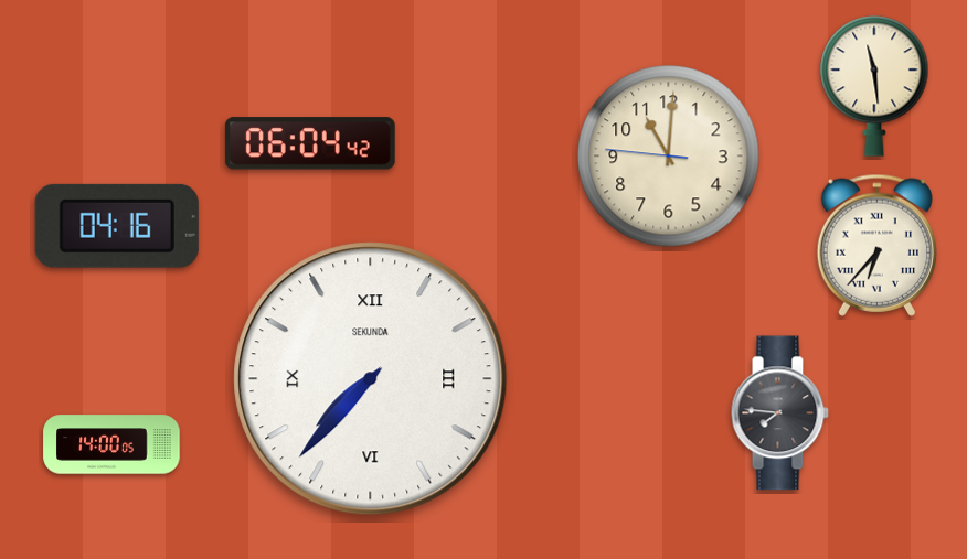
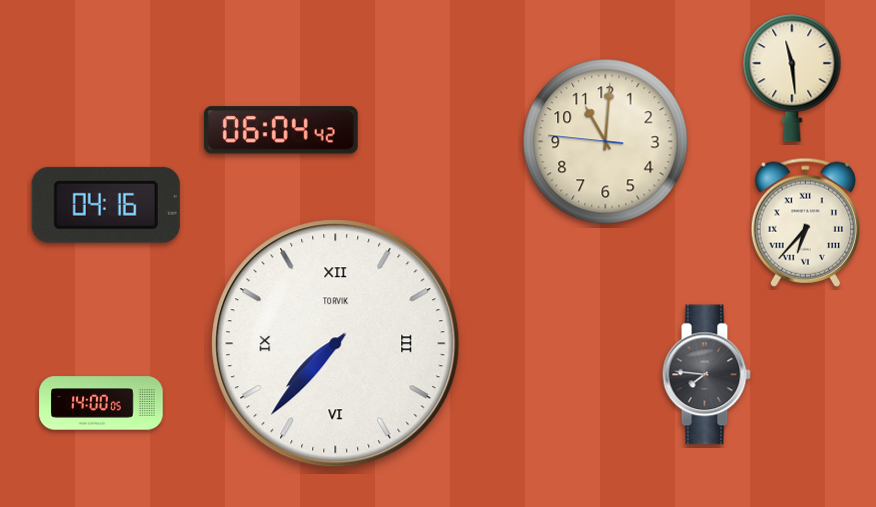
clock at (876, 245) position: (876, 245) -> (805, 222)
clock at (371, 379) brand: SEKUNDA -> TORVIK
